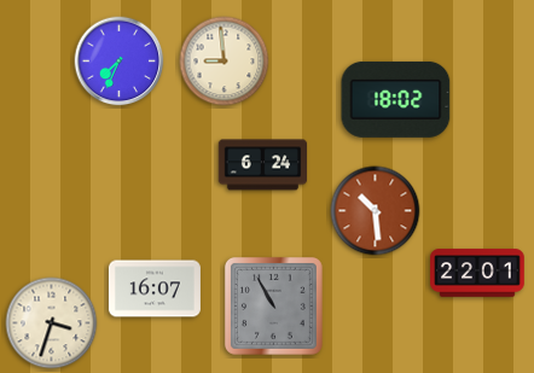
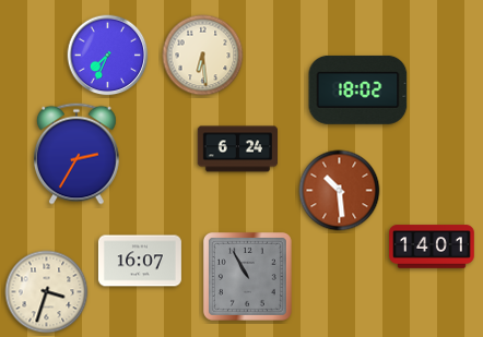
clock at (225, 62): 8:59 -> 6:29
clock at (76, 154): none -> 2:35
clock at (477, 273): 22:01 -> 14:01
